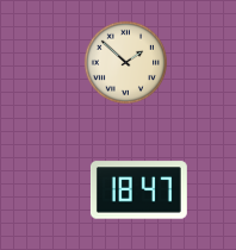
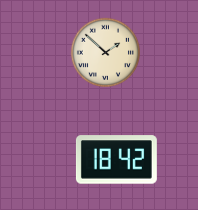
clock at (138, 190): 18:47 -> 18:42
